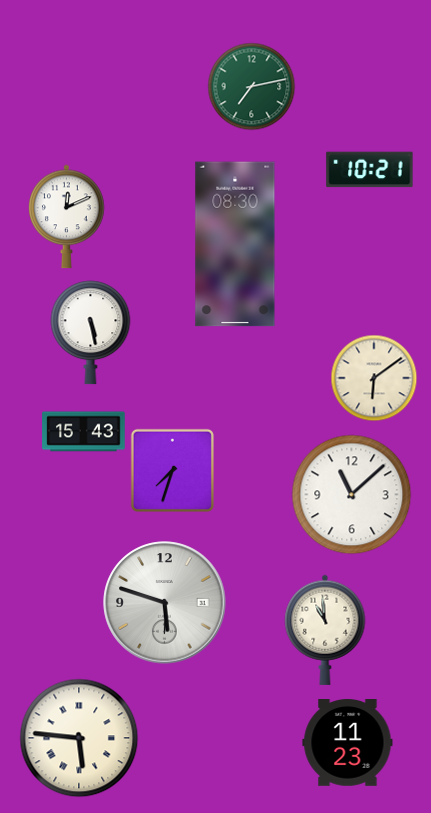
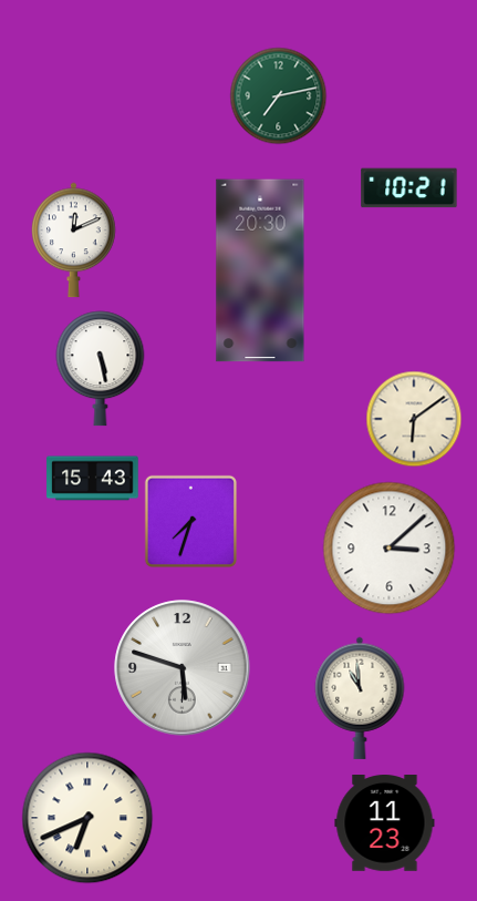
clock at (235, 244): 08:30 -> 20:30
clock at (352, 495): 11:08 -> 3:08
clock at (79, 738): 5:46 -> 6:41
